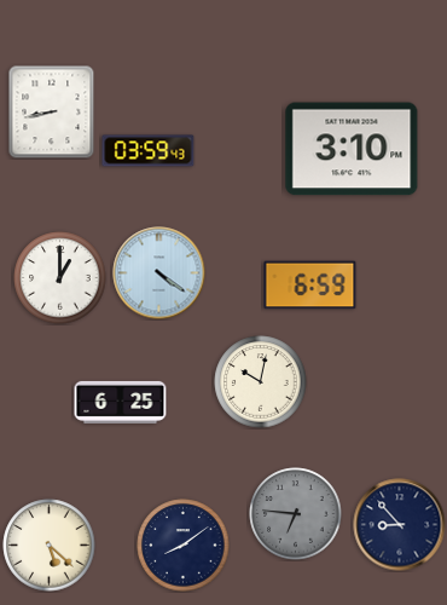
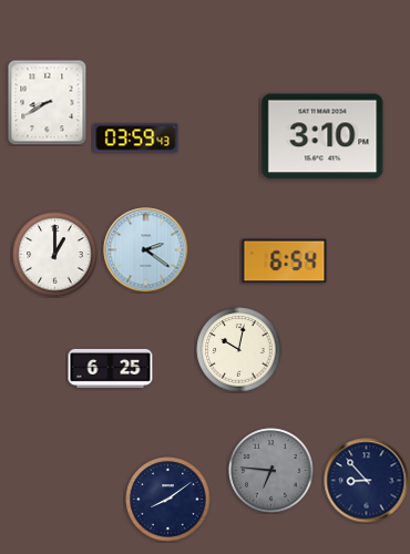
clock at (52, 111): 8:43 -> 8:40
clock at (159, 273): 4:21 -> 2:21
clock at (310, 286): 6:59 -> 6:54
clock at (50, 546): 5:22 -> none
